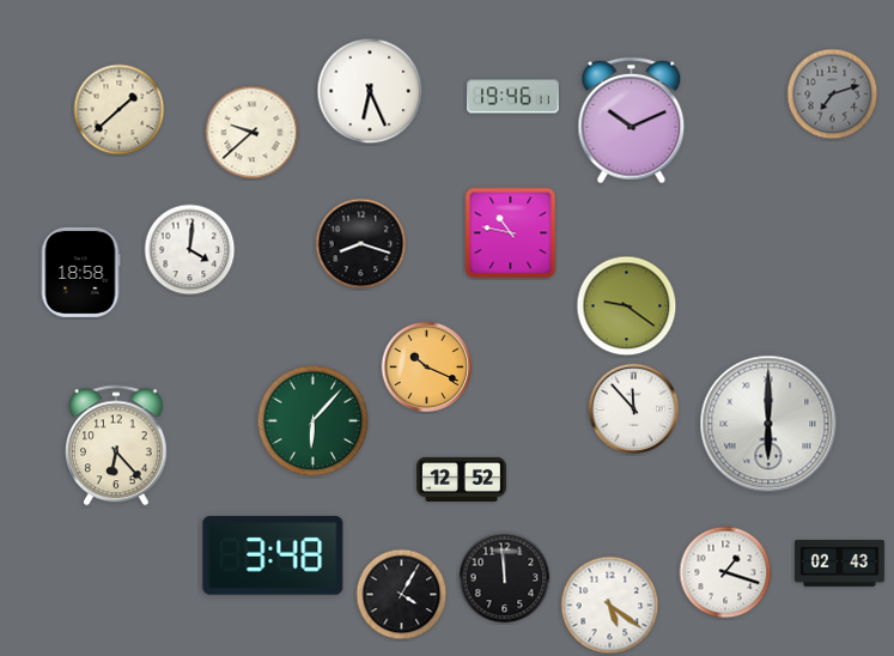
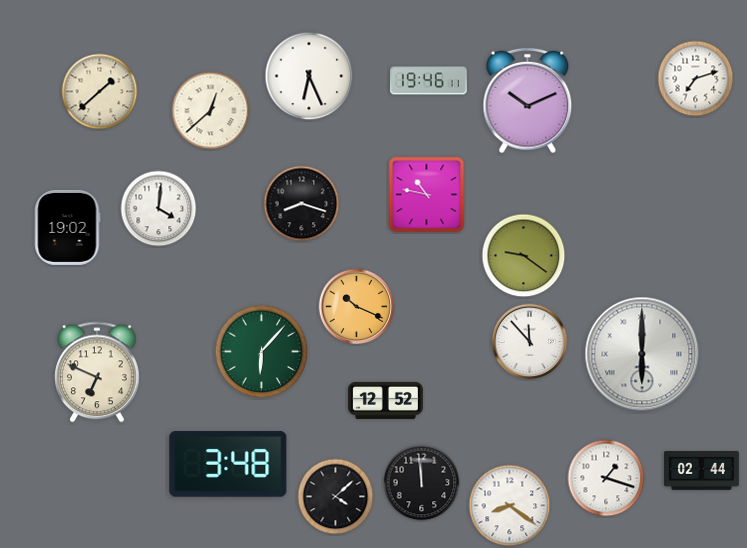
clock at (833, 95) dial: grey -> white
clock at (253, 133): 9:38 -> 12:38
clock at (81, 272): 18:58 -> 19:02
clock at (117, 445): 6:23 -> 6:49
clock at (839, 564): 02:43 -> 02:44
clock at (402, 595): 4:05 -> 4:08
clock at (610, 606): 5:21 -> 8:21
